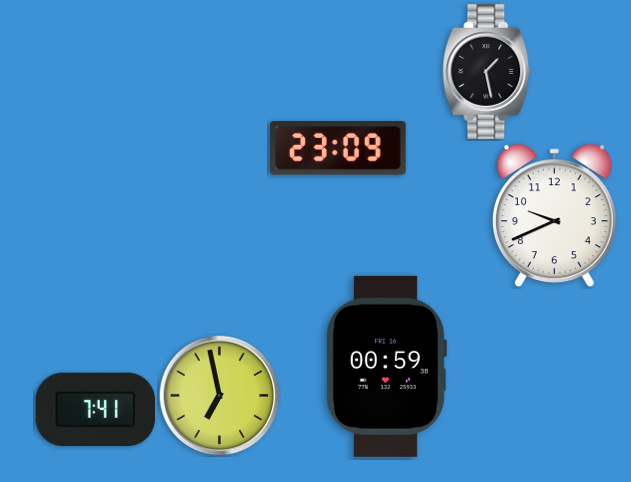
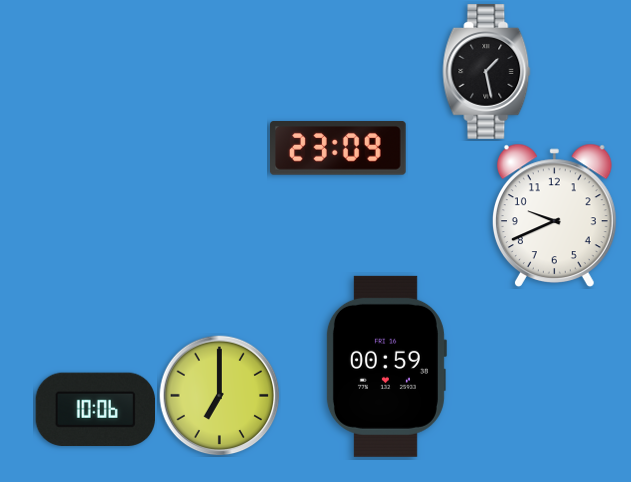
clock at (220, 396): 6:58 -> 7:00
clock at (95, 410): 7:41 -> 10:06
